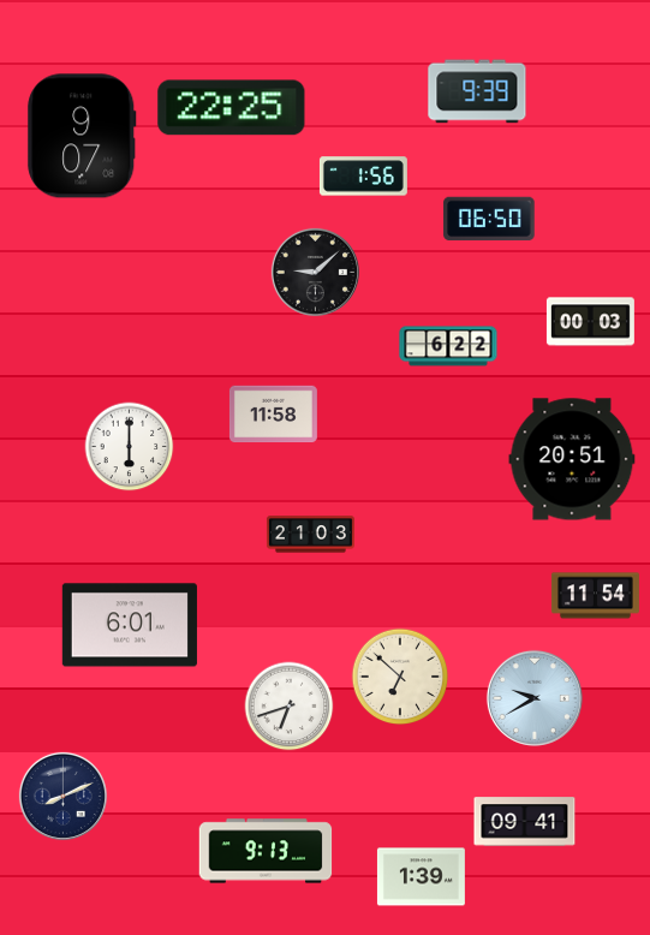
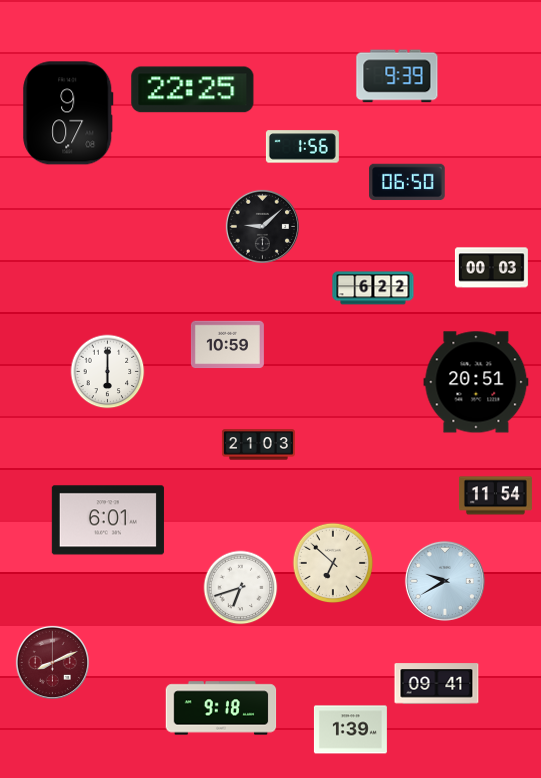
clock at (273, 415): 11:58 -> 10:59
clock at (62, 796) dial: navy -> burgundy
clock at (266, 851): 9:13 -> 9:18
